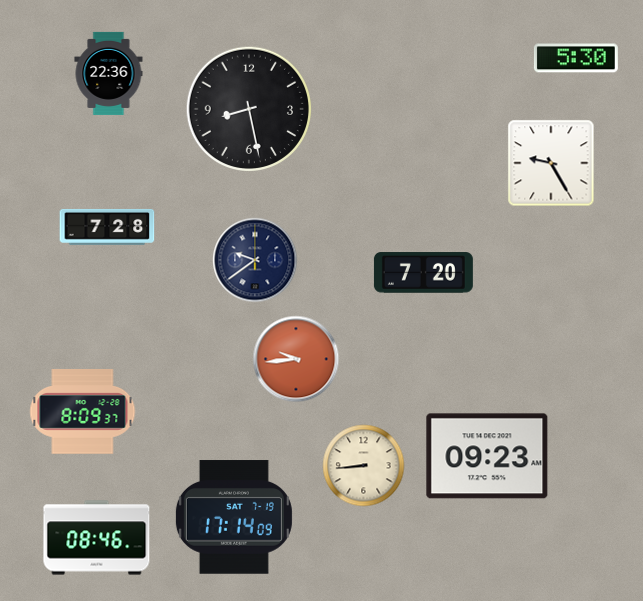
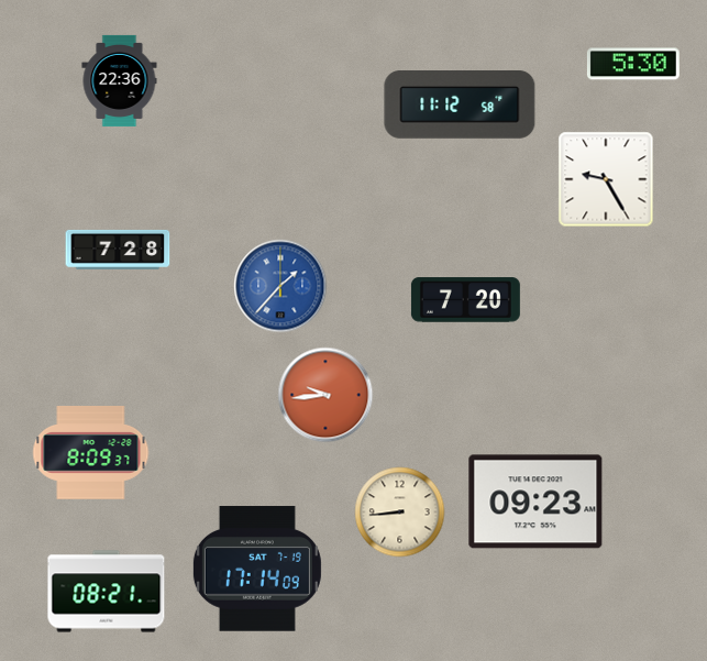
clock at (460, 106): none -> 11:12
clock at (248, 108): 8:28 -> none
clock at (255, 260): 9:39 -> 1:37
clock at (255, 260) dial: navy -> blue
clock at (97, 538): 08:46 -> 08:21
